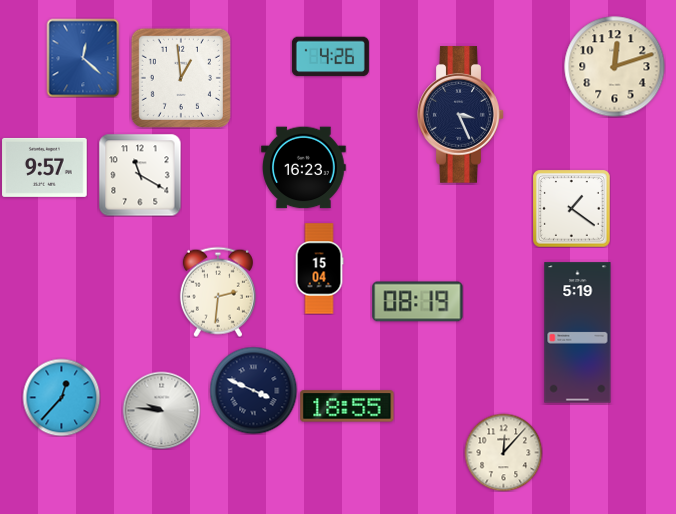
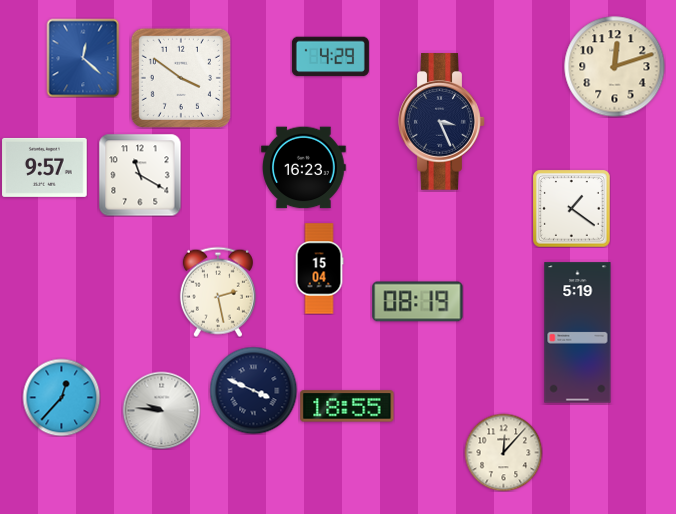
clock at (330, 57): 4:26 -> 4:29
clock at (181, 78): 12:59 -> 3:51
clock at (461, 115) position: (461, 115) -> (442, 122)
clock at (218, 292): 2:31 -> 2:28
